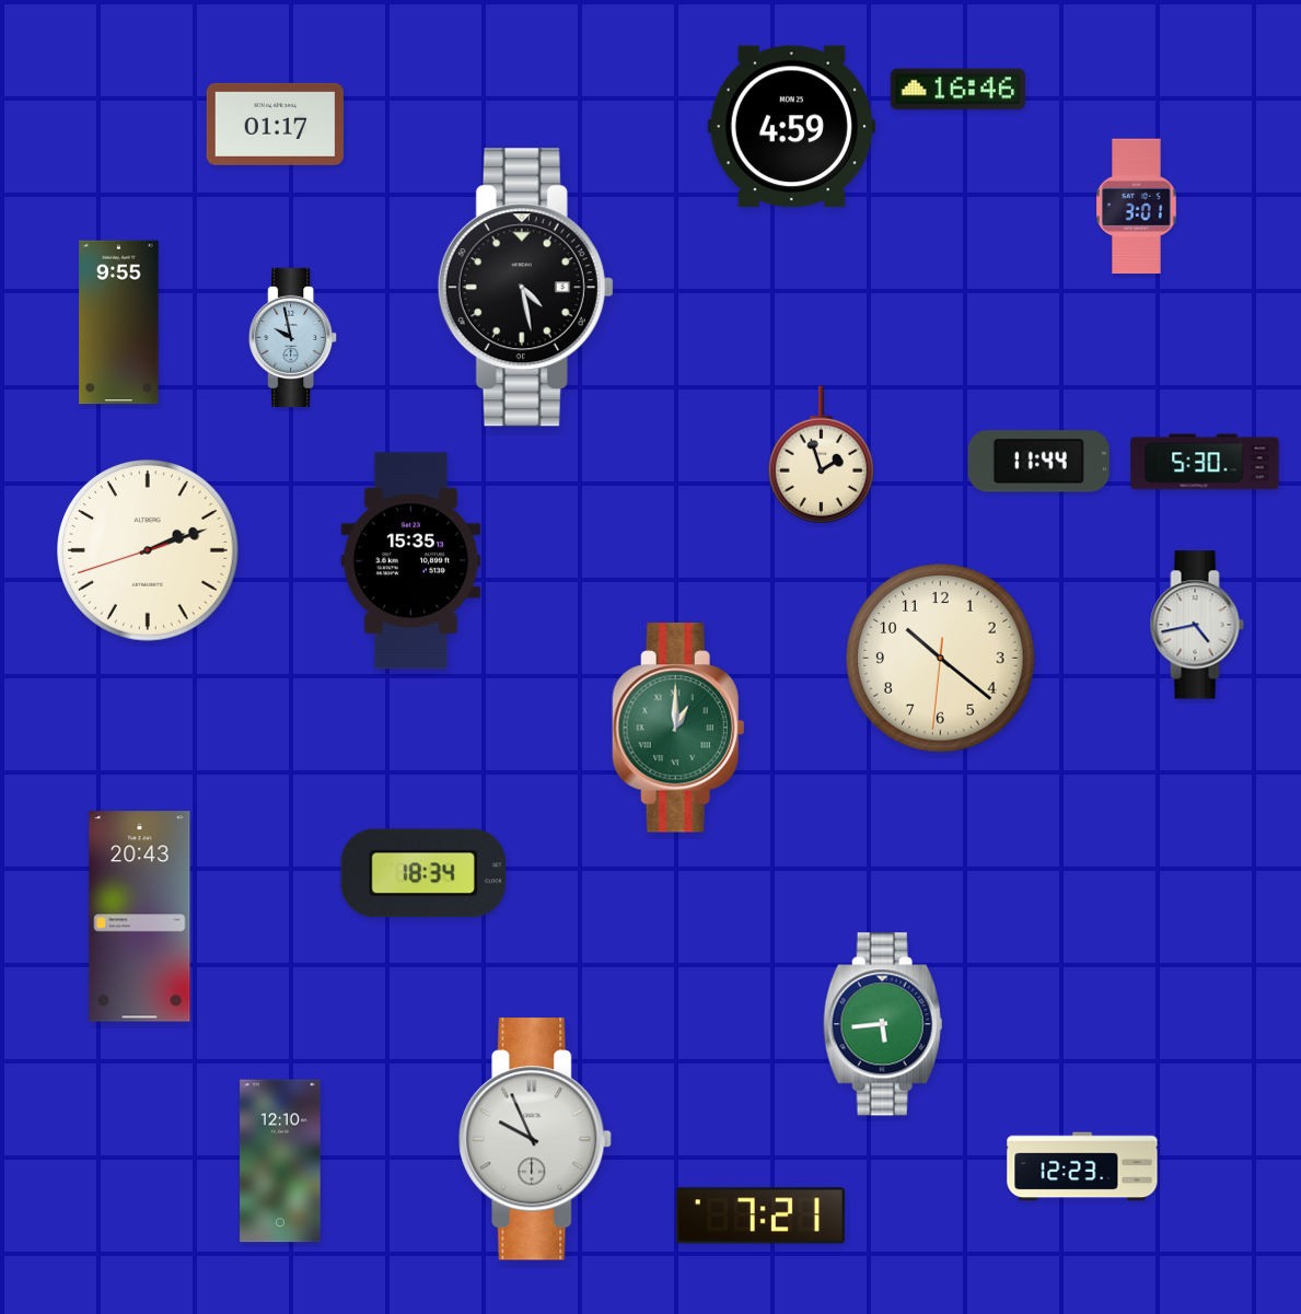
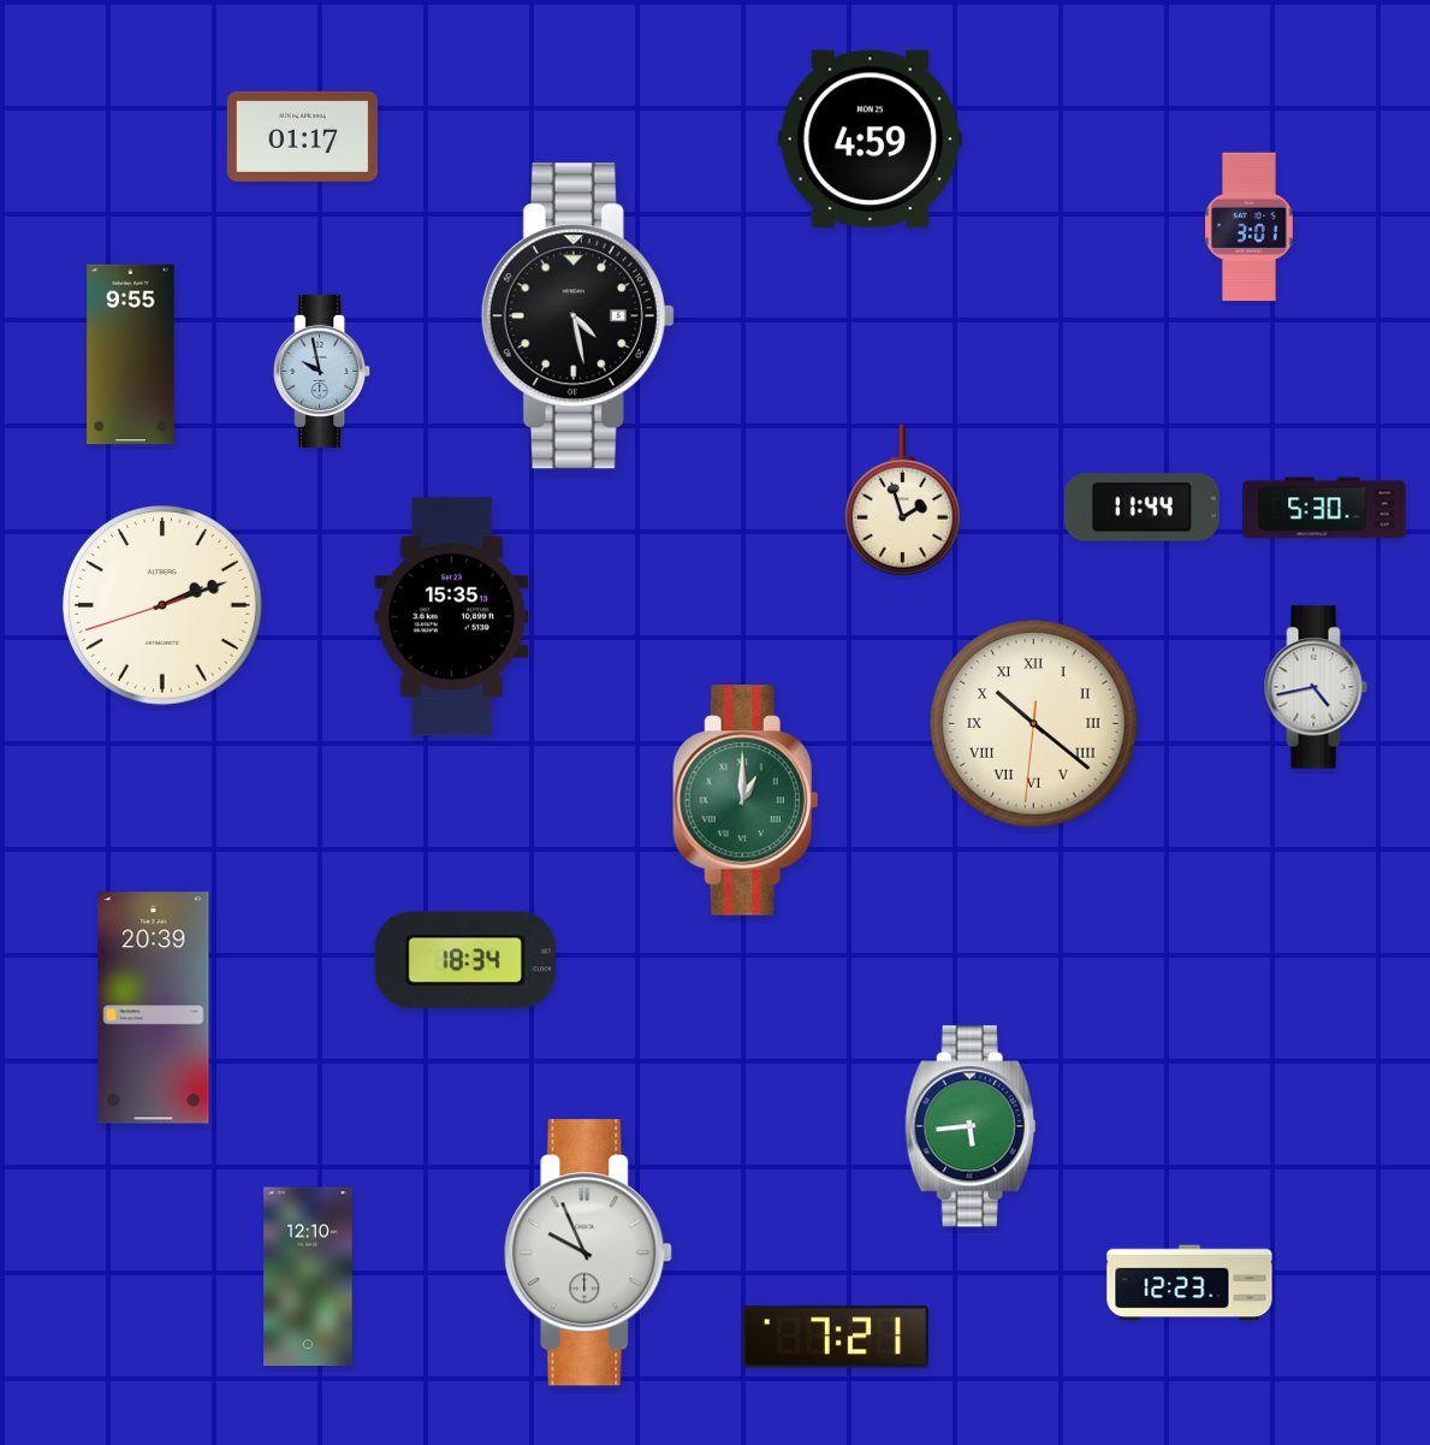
clock at (957, 90): 16:46 -> none
clock at (941, 659) numerals: Arabic -> Roman
clock at (140, 917): 20:43 -> 20:39
